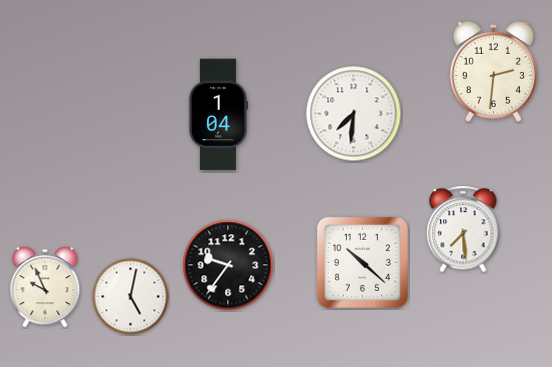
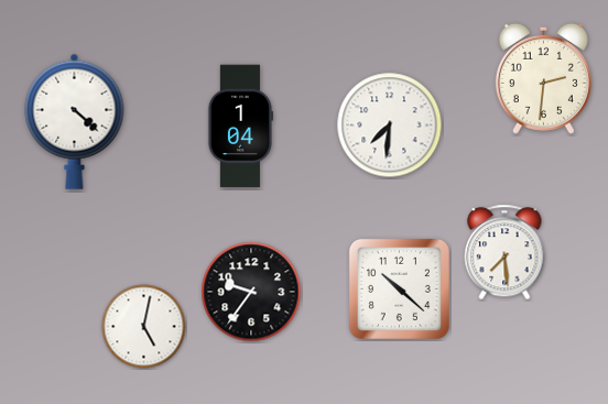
clock at (75, 121): none -> 4:22
clock at (463, 229) position: (463, 229) -> (504, 252)
clock at (45, 287): 9:56 -> none
